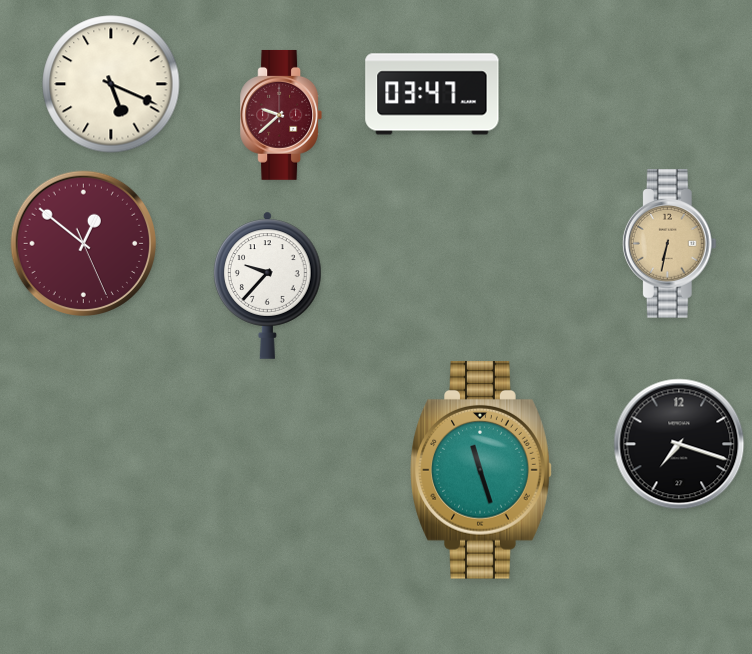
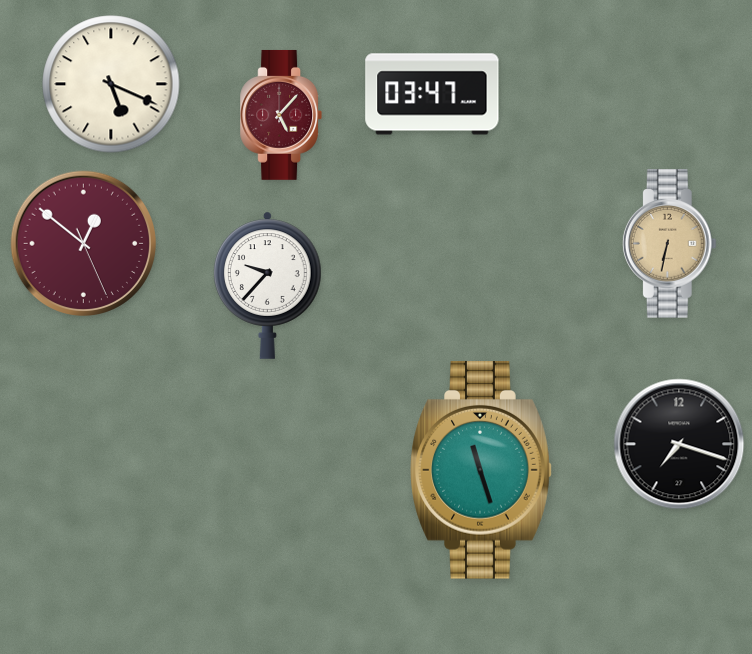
clock at (281, 115): 9:38 -> 5:07
